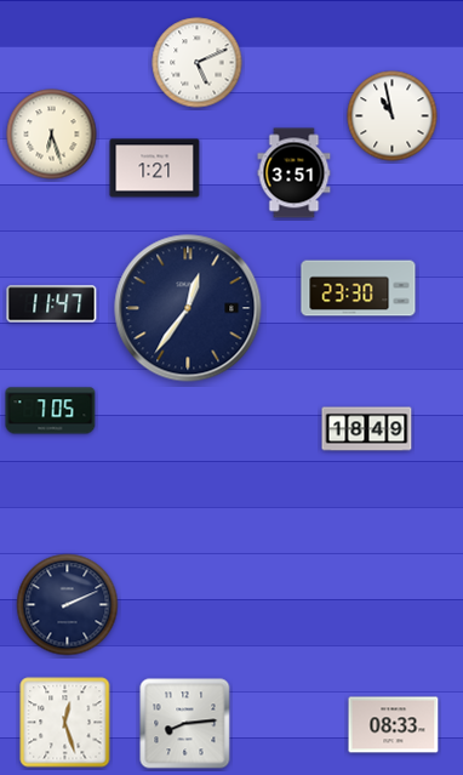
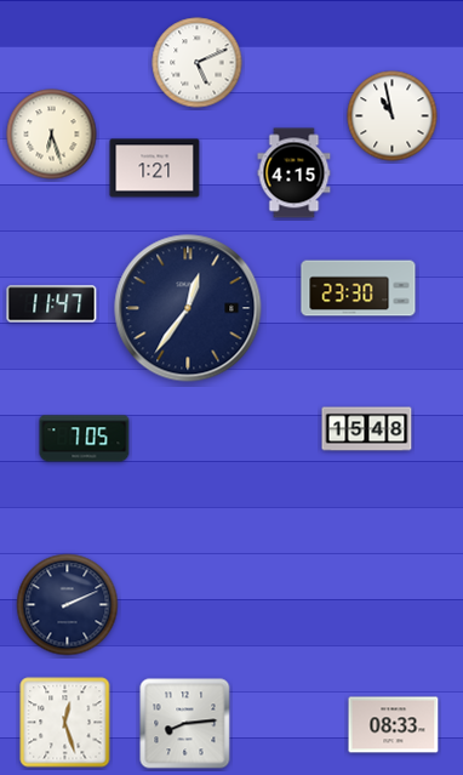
clock at (295, 173): 3:51 -> 4:15
clock at (51, 411) position: (51, 411) -> (85, 439)
clock at (367, 429): 18:49 -> 15:48
